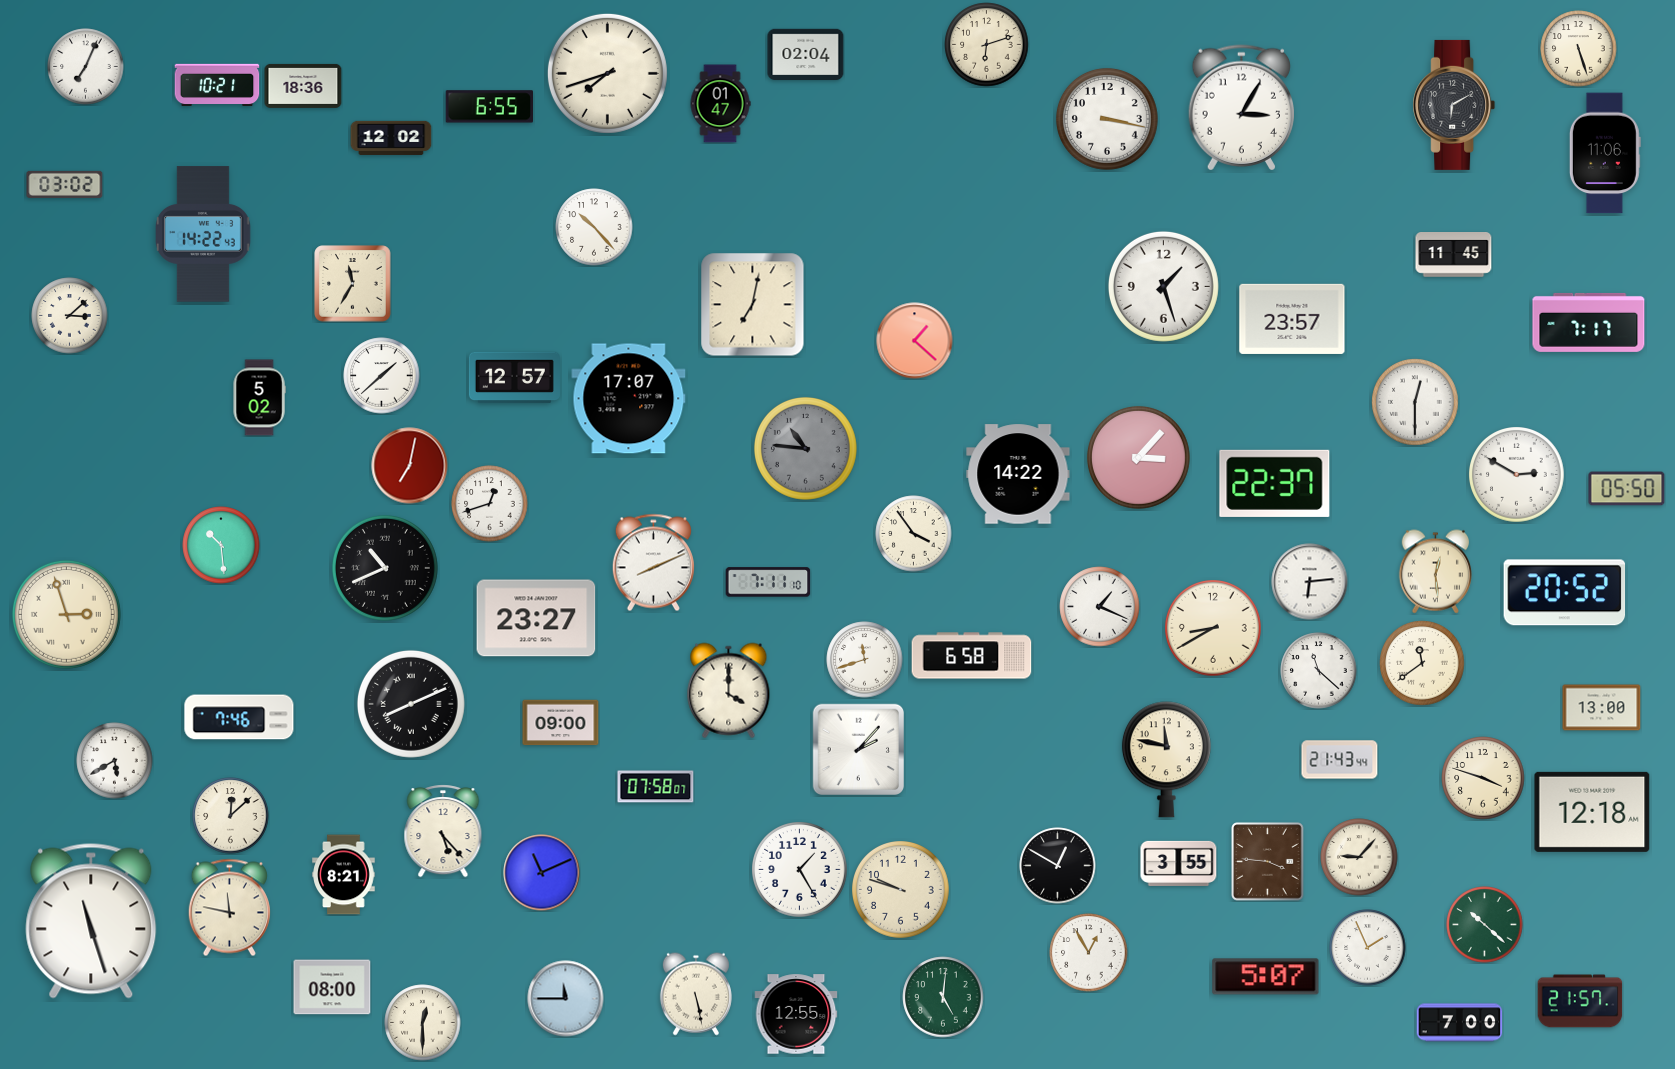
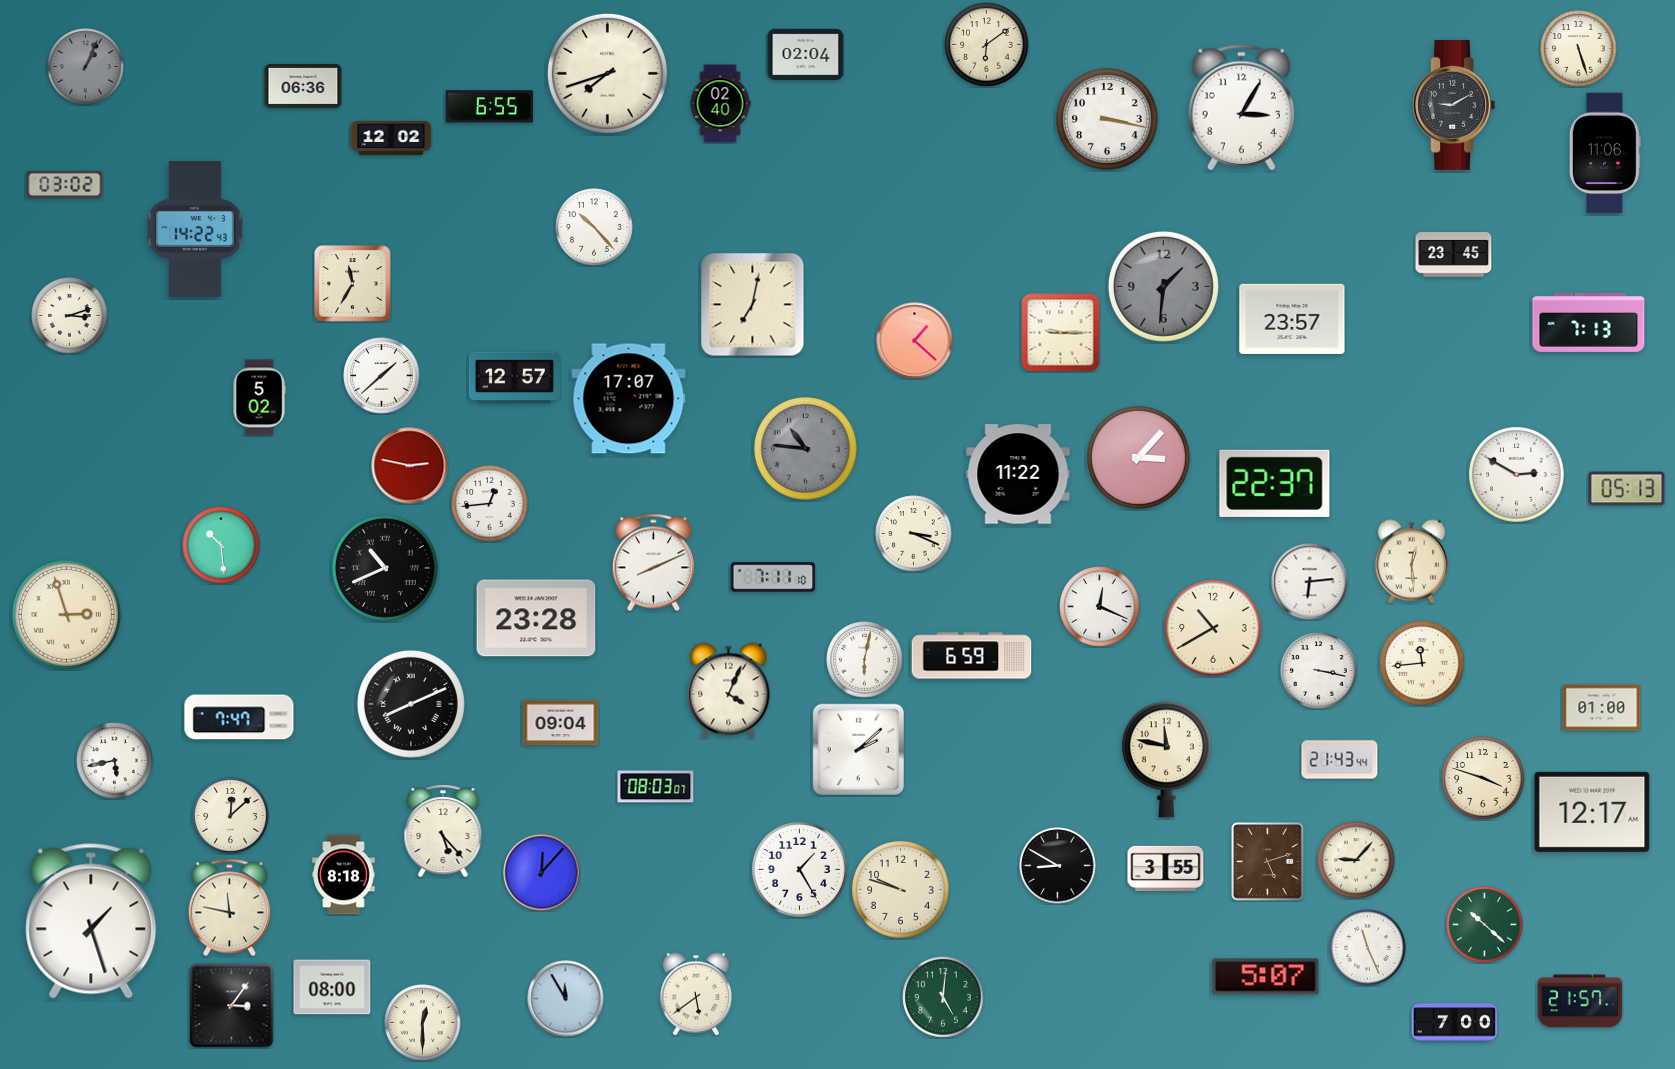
clock at (987, 45): 6:12 -> 6:09
clock at (86, 67): 7:04 -> 1:04
clock at (86, 67) dial: white -> grey
clock at (217, 84): 10:21 -> none
clock at (303, 86): 18:36 -> 06:36
clock at (720, 104): 01:47 -> 02:40
clock at (1454, 105): 6:10 -> 9:10
clock at (204, 234) position: (204, 234) -> (196, 229)
clock at (1454, 255): 11:45 -> 23:45
clock at (1163, 286): 1:27 -> 1:31
clock at (1163, 286) dial: white -> grey
clock at (70, 316): 3:08 -> 3:12
clock at (1589, 322): 7:17 -> 7:13
clock at (1061, 333): none -> 9:15
clock at (1415, 402): 12:30 -> none
clock at (410, 466): 7:02 -> 2:47
clock at (1018, 474): 14:22 -> 11:22
clock at (1627, 489): 05:50 -> 05:13
clock at (490, 504): 12:42 -> 12:44
clock at (914, 534): 3:54 -> 3:19
clock at (1435, 572) position: (1435, 572) -> (1411, 562)
clock at (768, 582) position: (768, 582) -> (773, 577)
clock at (1565, 593): 20:52 -> none
clock at (1100, 607): 1:19 -> 12:19
clock at (536, 618): 23:27 -> 23:28
clock at (1214, 629): 8:40 -> 10:40
clock at (972, 656): 6:58 -> 6:59
clock at (865, 660): 11:42 -> 6:02
clock at (1422, 663): 11:39 -> 11:44
clock at (1319, 671): 11:22 -> 3:17
clock at (729, 691): 4:00 -> 4:04
clock at (1602, 708): 13:00 -> 01:00
clock at (239, 717): 7:46 -> 7:47
clock at (561, 723): 09:00 -> 09:04
clock at (858, 749): 2:07 -> 2:08
clock at (115, 761): 5:40 -> 5:43
clock at (656, 787): 07:58 -> 08:03
clock at (1592, 812): 12:18 -> 12:17
clock at (1359, 857) position: (1359, 857) -> (1356, 860)
clock at (1268, 862): 3:46 -> 5:12
clock at (1179, 863) position: (1179, 863) -> (1166, 868)
clock at (1058, 866): 12:50 -> 8:50
clock at (542, 873): 11:11 -> 12:07
clock at (344, 875): 8:21 -> 8:18
clock at (91, 921): 11:27 -> 1:27
clock at (1368, 948): 1:56 -> 11:26
clock at (1089, 953): 12:55 -> none
clock at (696, 994): 5:28 -> 5:39
clock at (566, 999): 11:45 -> 11:55
clock at (232, 1006): none -> 3:06
clock at (796, 1014): 12:55 -> none
clock at (1460, 1023) position: (1460, 1023) -> (1455, 1023)
